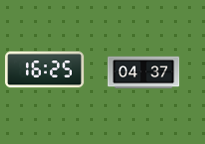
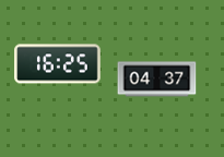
clock at (45, 70) position: (45, 70) -> (58, 64)
